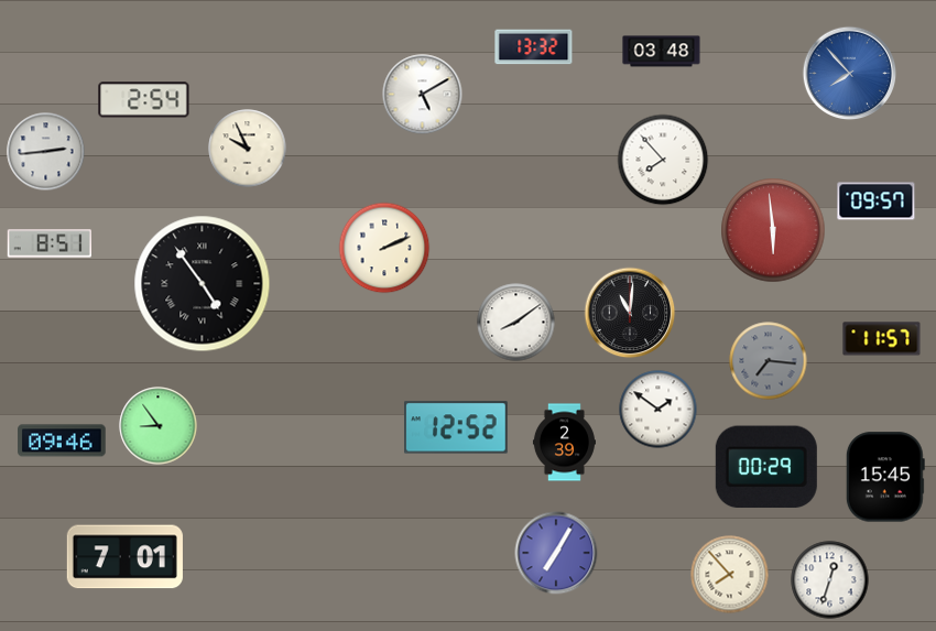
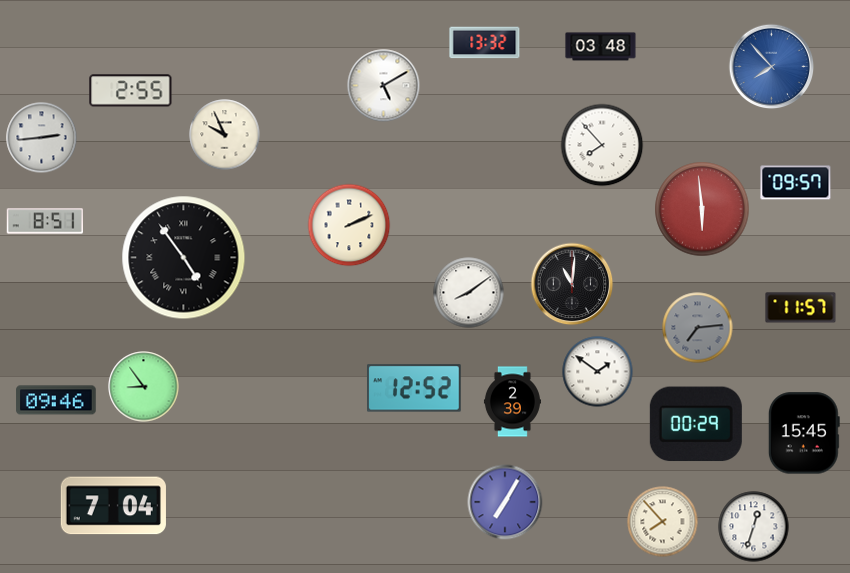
clock at (144, 100): 2:54 -> 2:55
clock at (769, 361): 7:16 -> 7:14
clock at (124, 557): 7:01 -> 7:04
